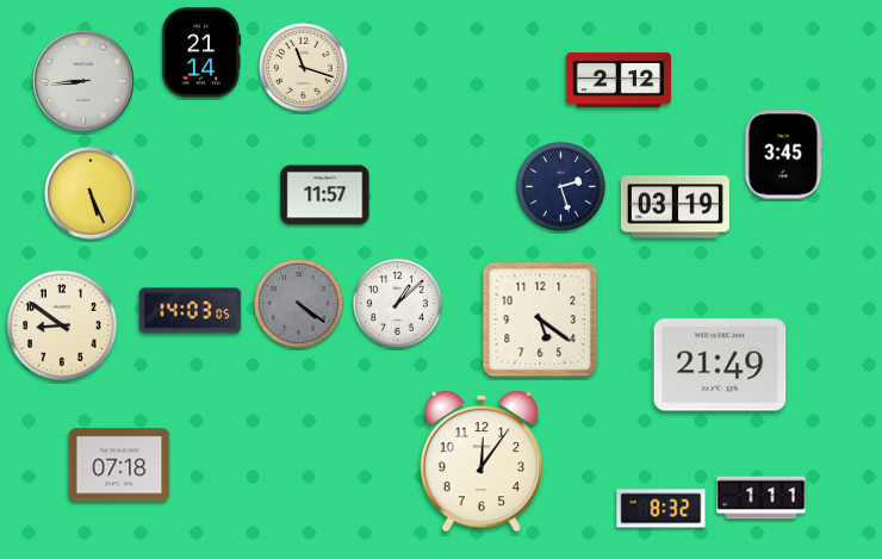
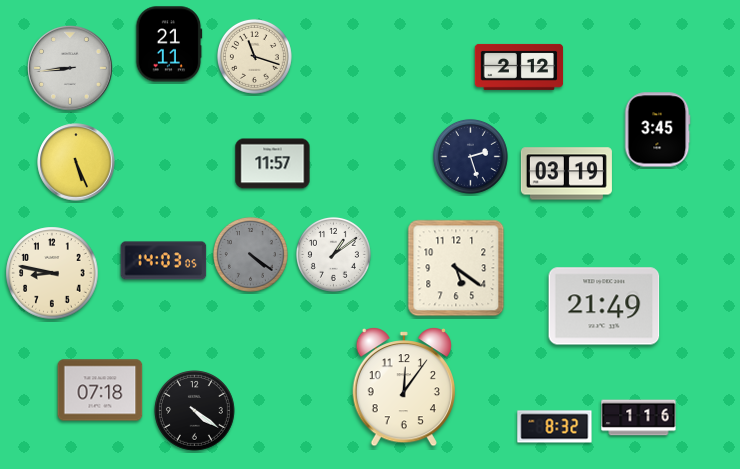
clock at (201, 52): 21:14 -> 21:11
clock at (397, 303): 1:08 -> 1:09
clock at (191, 311) position: (191, 311) -> (164, 261)
clock at (540, 319) position: (540, 319) -> (456, 268)
clock at (62, 325): 8:51 -> 8:47
clock at (195, 411): none -> 4:21
clock at (762, 498): 1:11 -> 1:16
